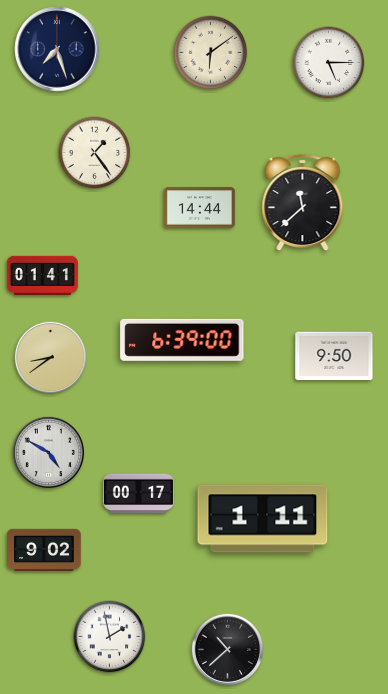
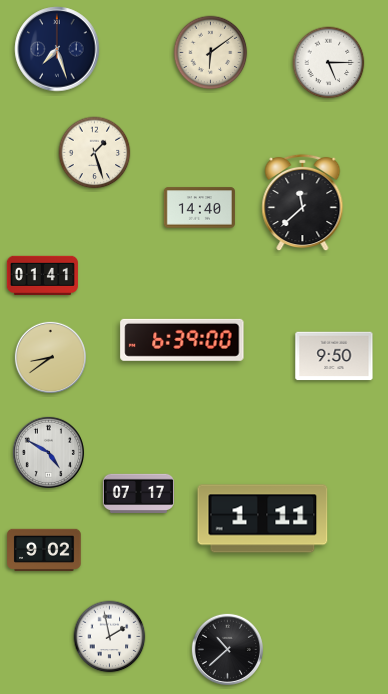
clock at (95, 153): 1:24 -> 1:27
clock at (199, 208): 14:44 -> 14:40
clock at (138, 493): 00:17 -> 07:17
